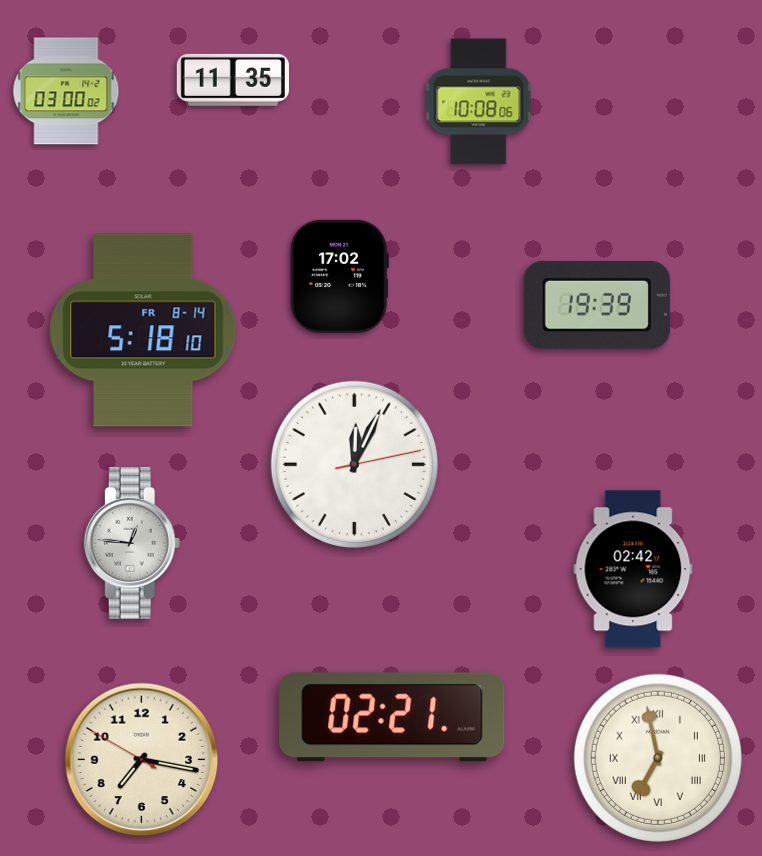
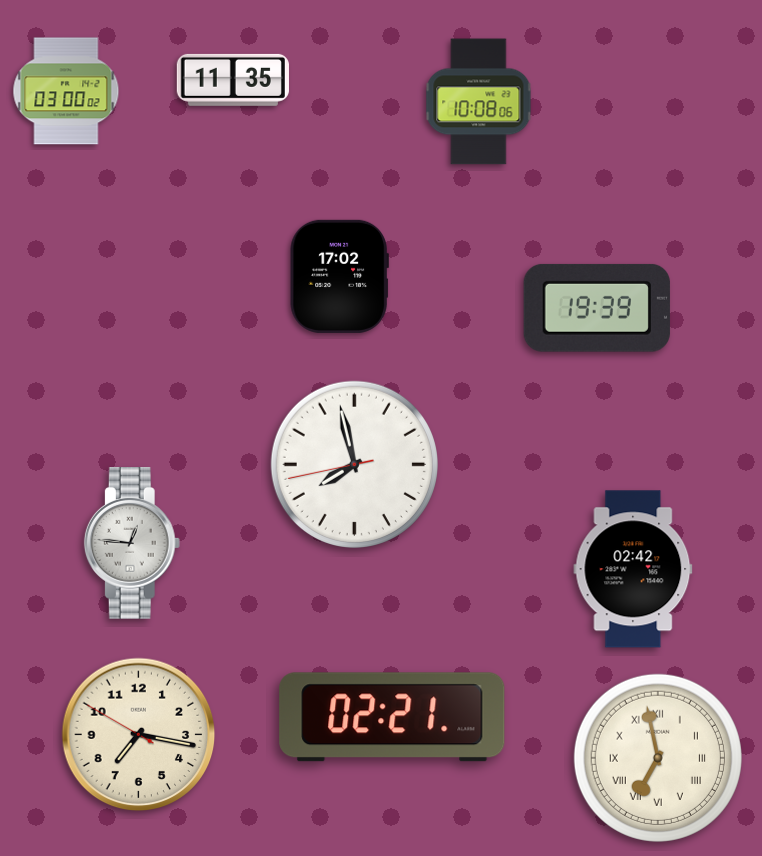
clock at (597, 305) position: (597, 305) -> (597, 308)
clock at (143, 330): 5:18 -> none
clock at (354, 464): 12:04 -> 7:57
clock at (142, 760) position: (142, 760) -> (139, 735)
